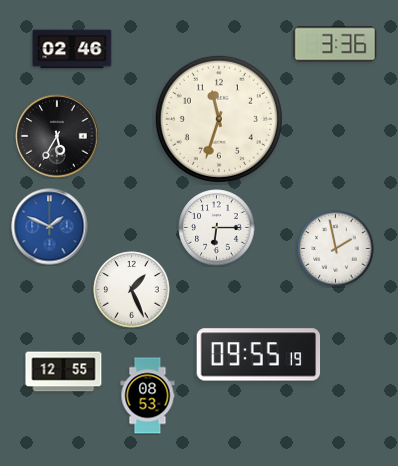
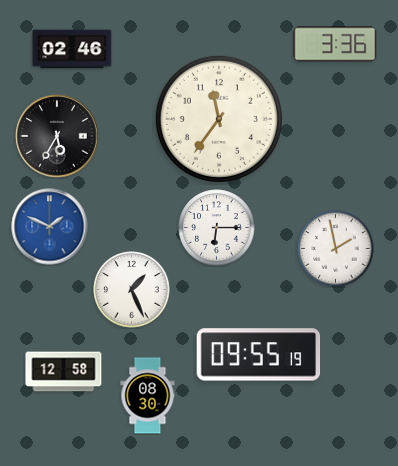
clock at (219, 119): 11:33 -> 11:36
clock at (64, 372): 12:55 -> 12:58
clock at (148, 396): 08:53 -> 08:30
